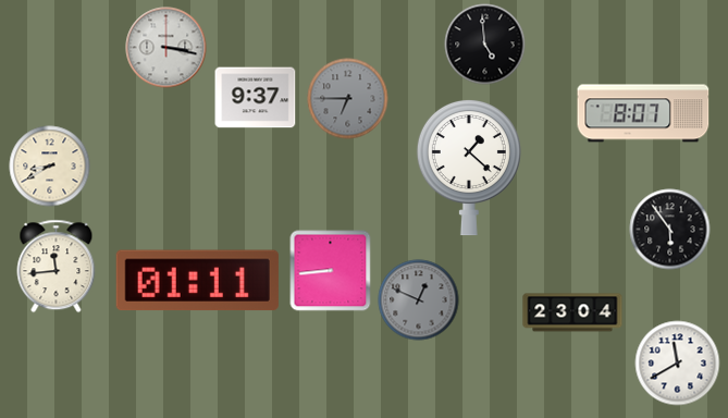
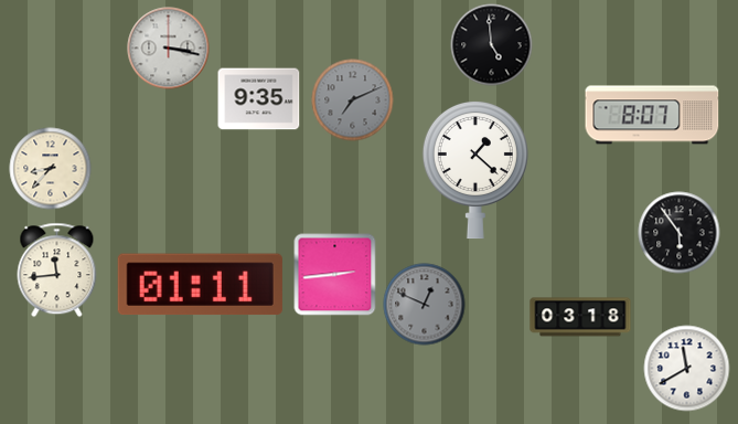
clock at (256, 98): 9:37 -> 9:35
clock at (348, 99): 6:45 -> 7:11
clock at (50, 167): 8:40 -> 8:37
clock at (331, 271): 8:44 -> 2:44
clock at (572, 312): 23:04 -> 03:18
